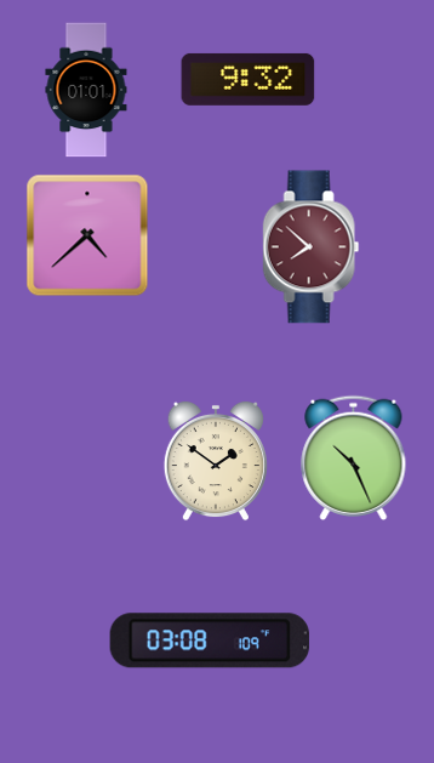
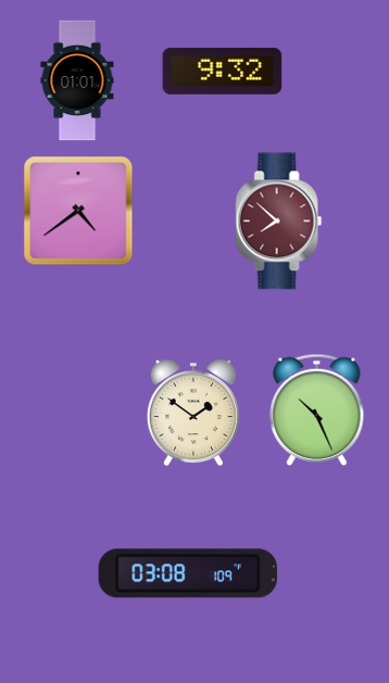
clock at (87, 235): 4:38 -> 4:39
